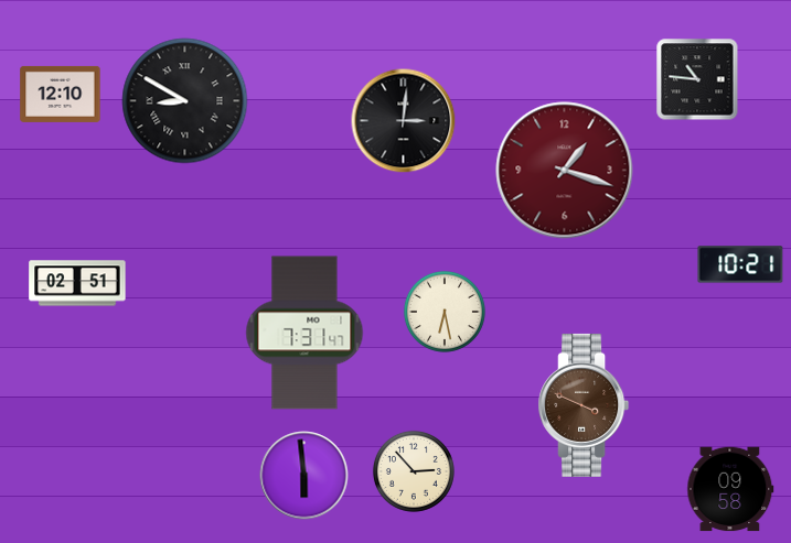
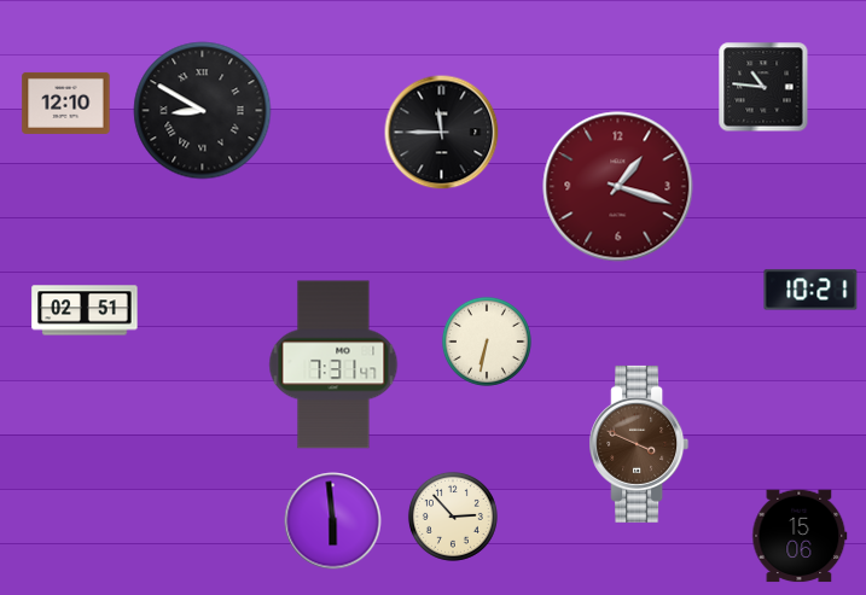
clock at (404, 121): 3:01 -> 11:45
clock at (445, 312): 6:28 -> 6:32
clock at (730, 489): 09:58 -> 15:06
